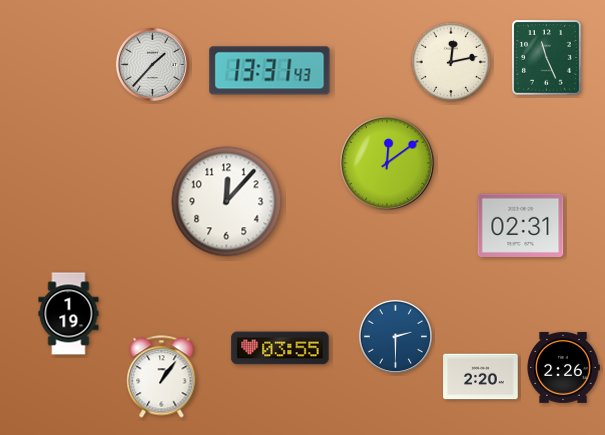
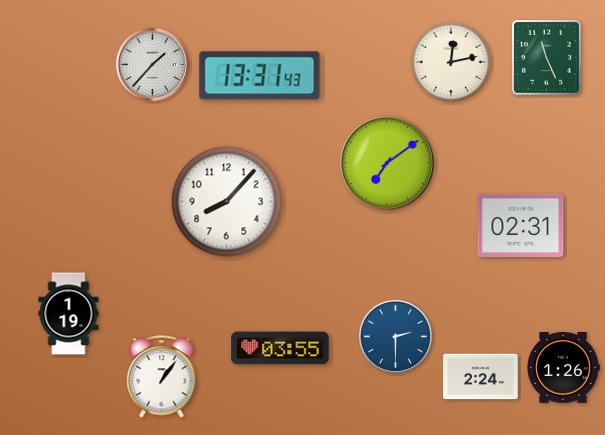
clock at (270, 71) position: (270, 71) -> (260, 76)
clock at (388, 164): 12:09 -> 7:09
clock at (227, 202): 12:07 -> 8:07
clock at (563, 367): 2:26 -> 1:26
clock at (481, 377): 2:20 -> 2:24
